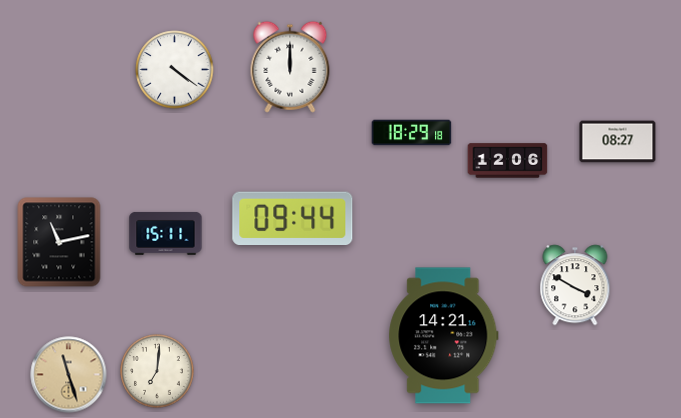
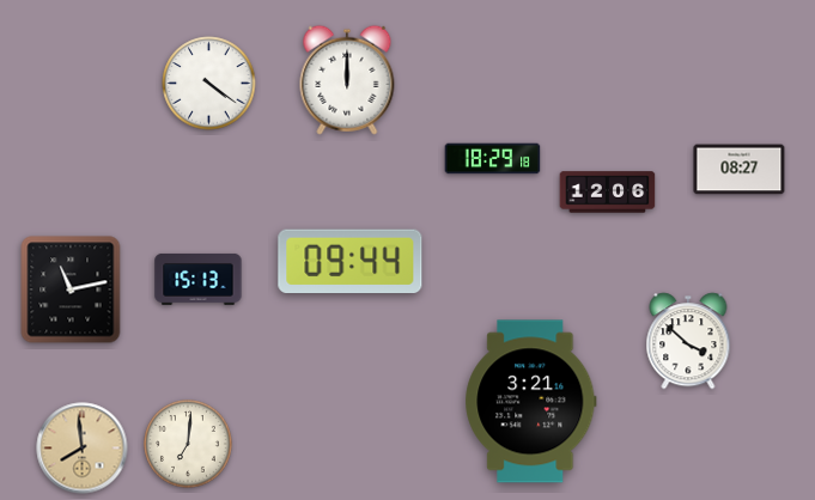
clock at (166, 233): 15:11 -> 15:13
clock at (575, 285): 3:50 -> 3:52
clock at (444, 336): 14:21 -> 3:21
clock at (69, 375): 11:27 -> 7:59
